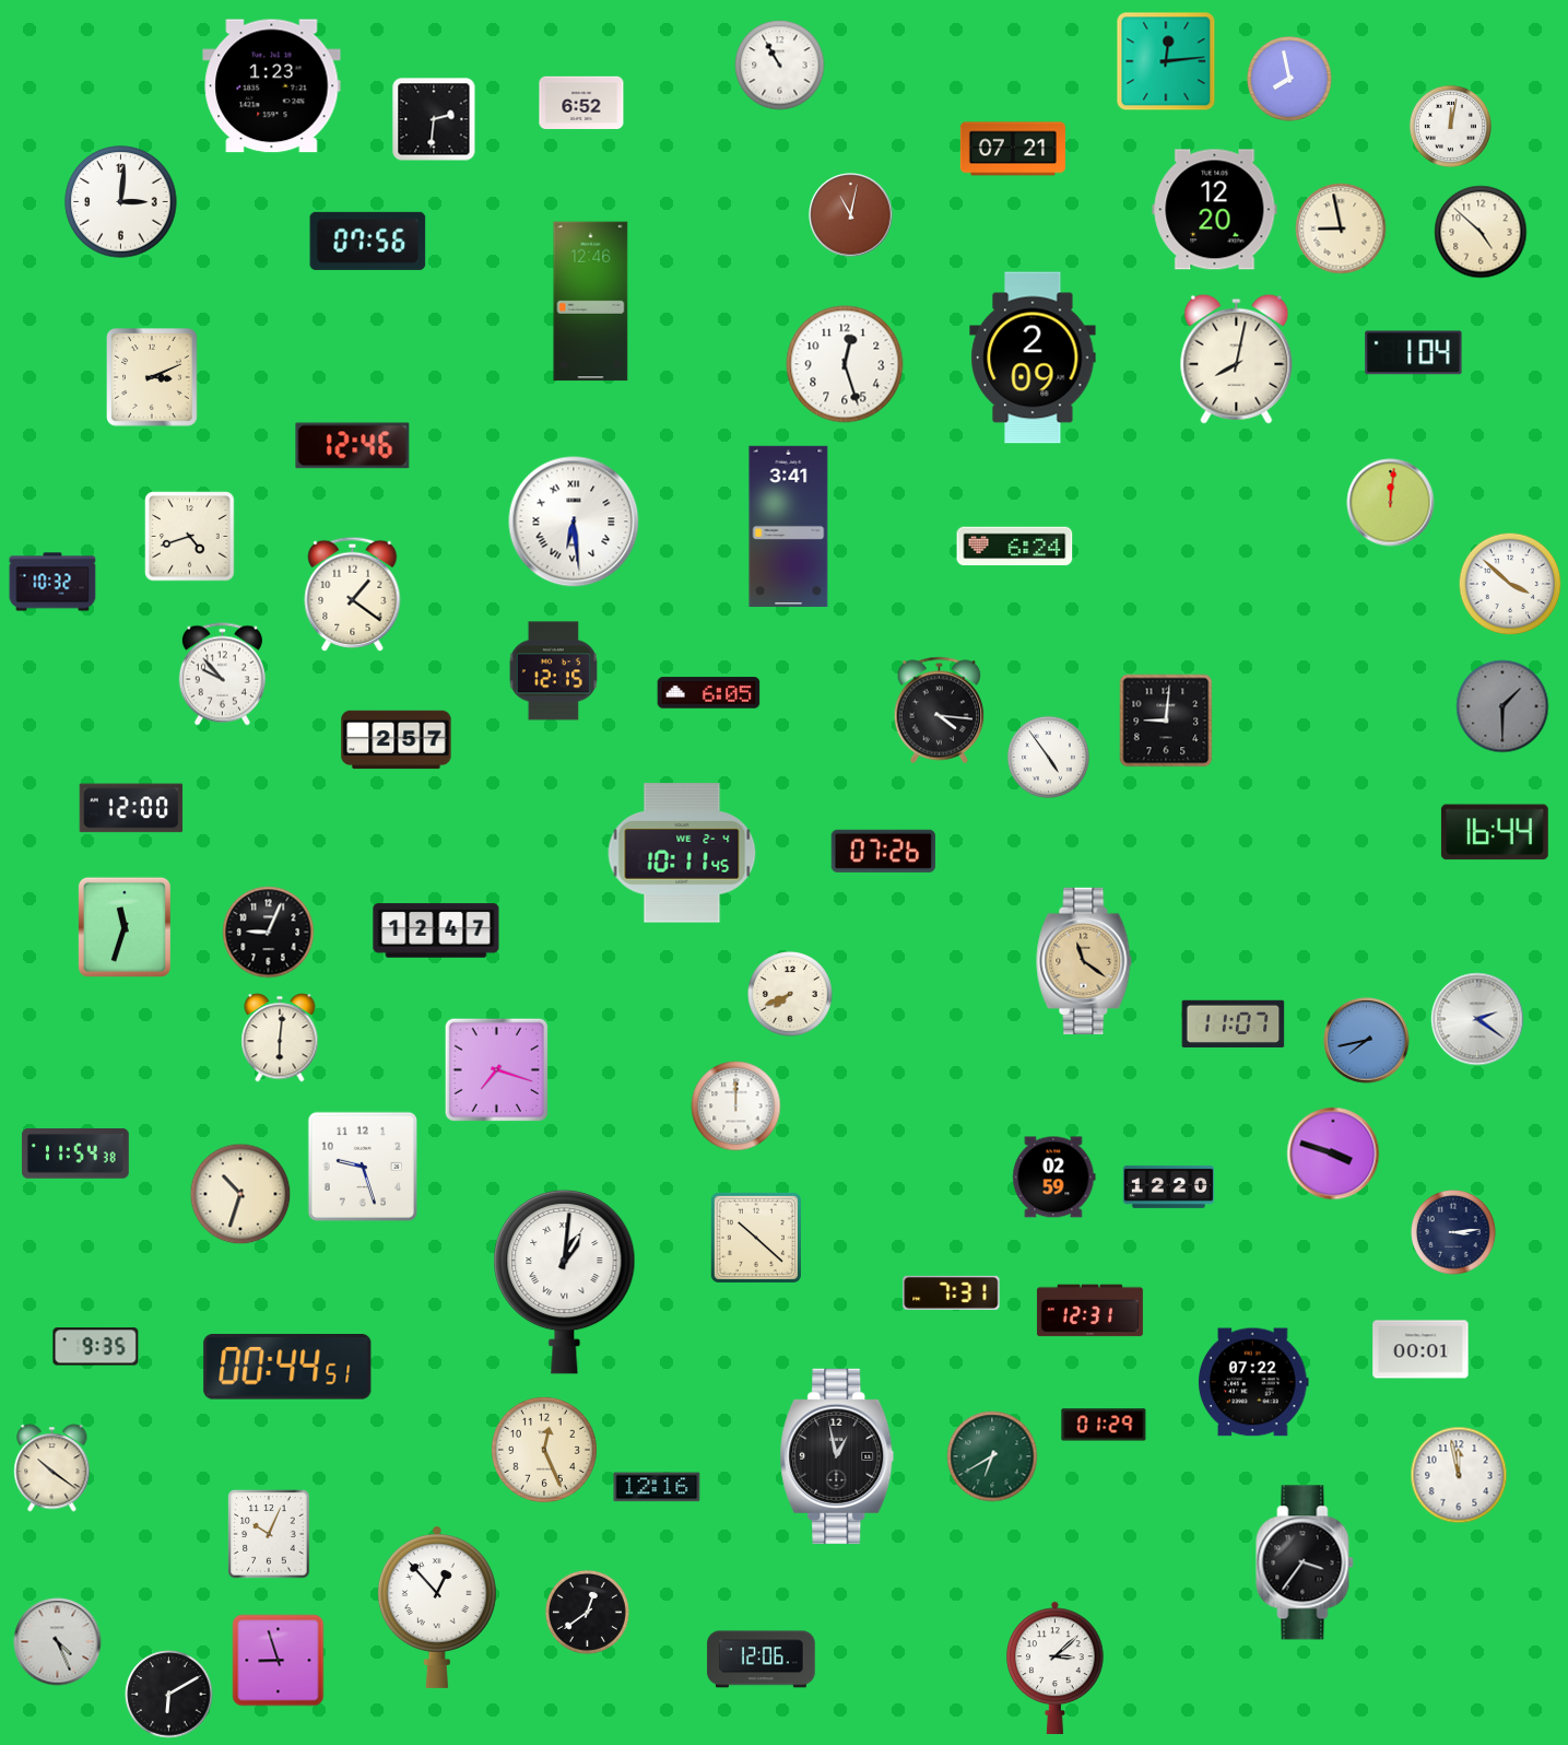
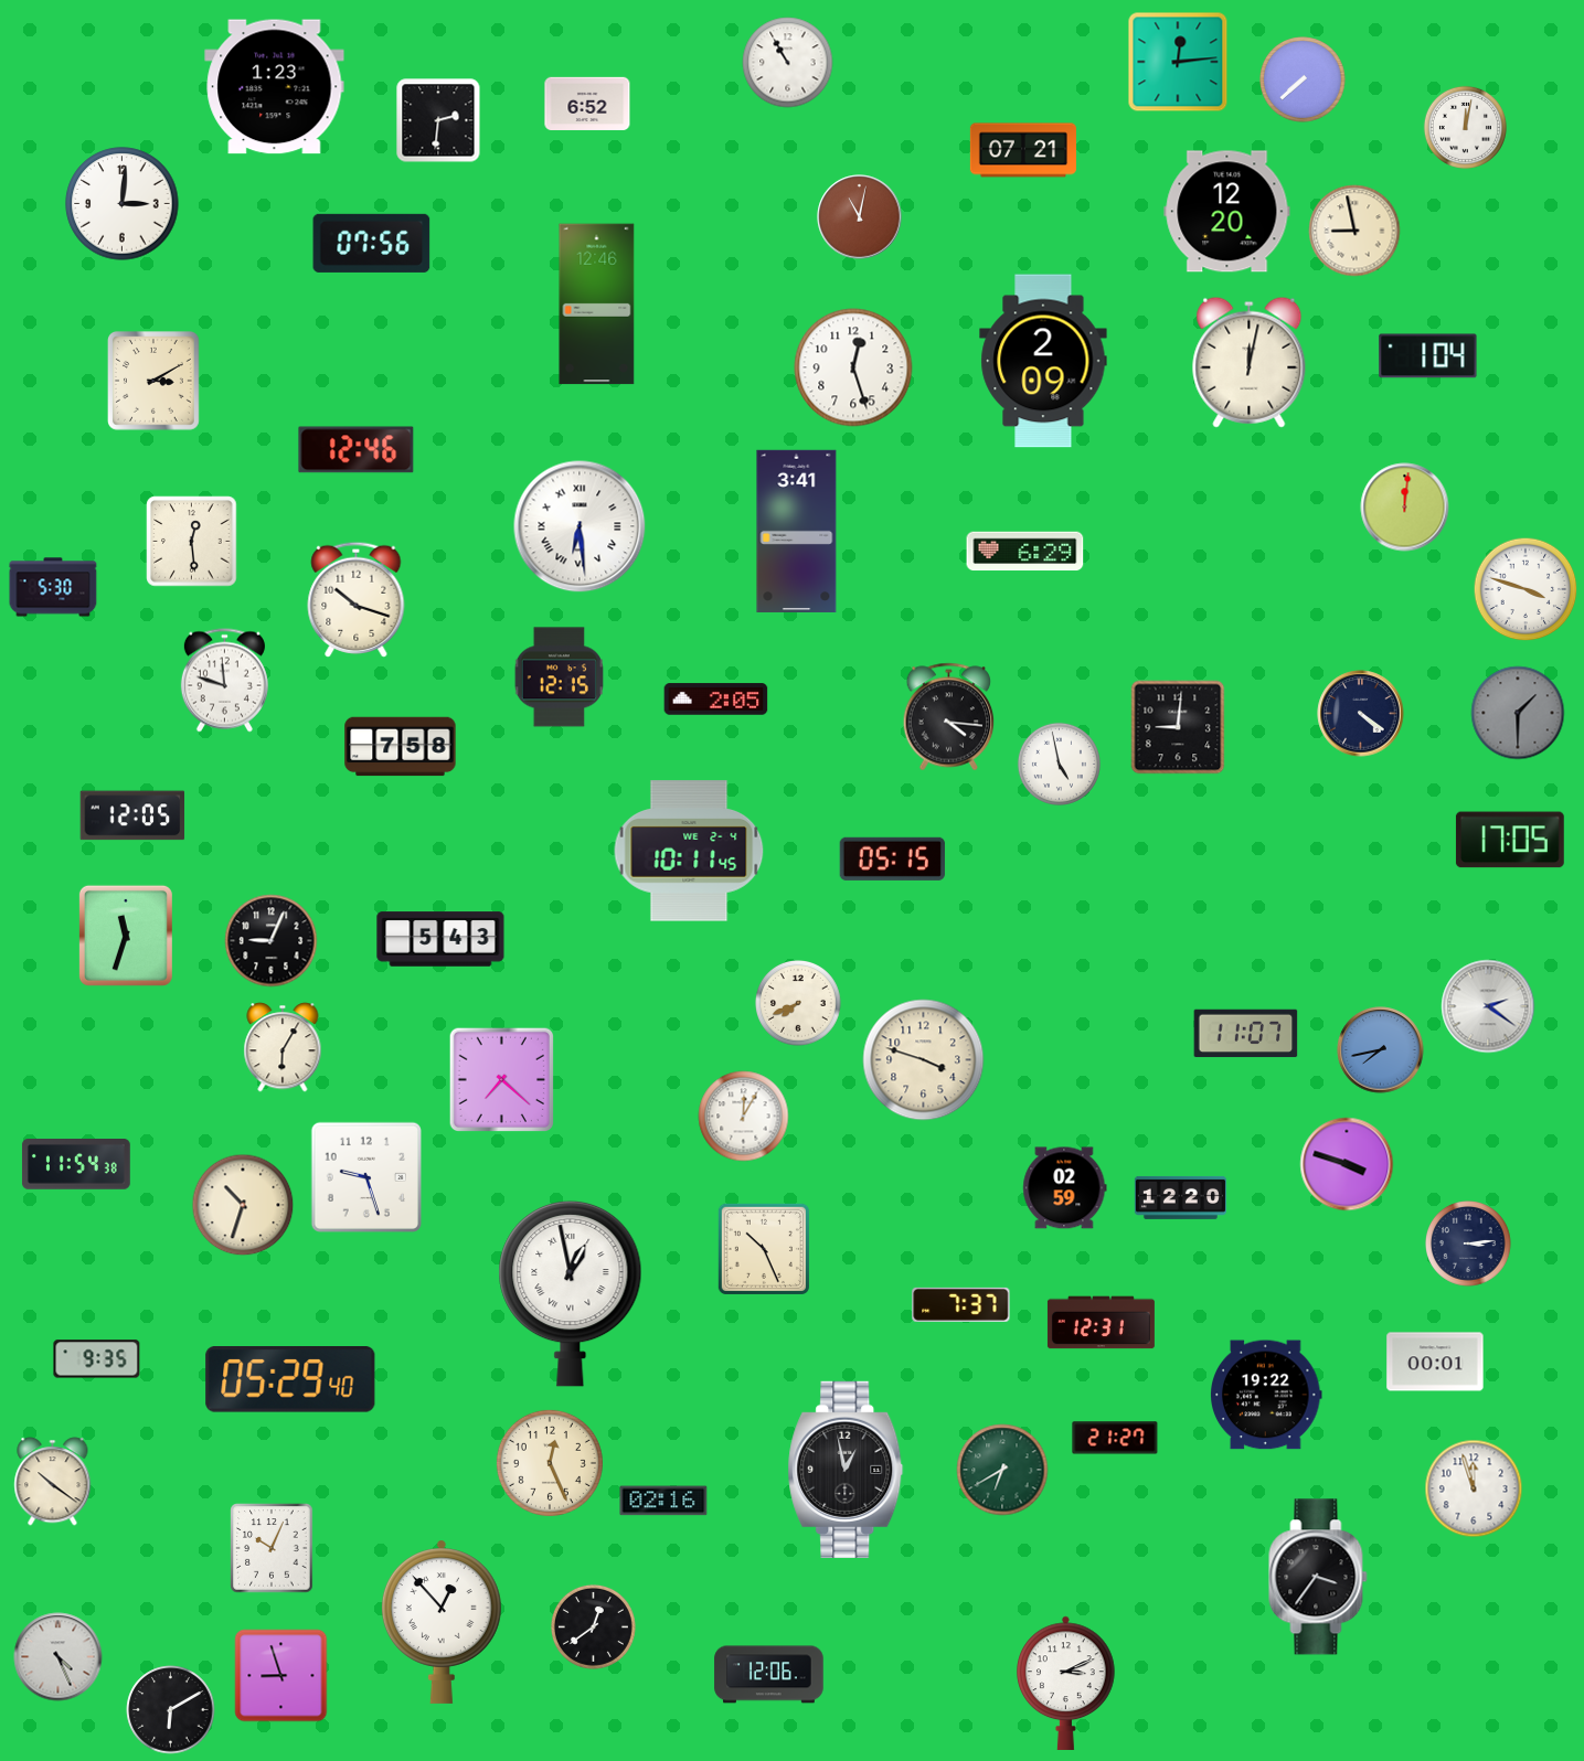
clock at (780, 66) position: (780, 66) -> (788, 63)
clock at (1290, 80): 7:58 -> 7:38
clock at (1481, 232): 4:52 -> none
clock at (1237, 359): 8:02 -> 12:02
clock at (153, 378): 3:11 -> 3:10
clock at (190, 537): 4:42 -> 12:29
clock at (1015, 547): 6:24 -> 6:29
clock at (52, 582): 10:32 -> 5:30
clock at (1510, 584): 3:52 -> 3:48
clock at (353, 594): 1:21 -> 10:18
clock at (222, 675): 9:53 -> 11:48
clock at (709, 693): 6:05 -> 2:05
clock at (1361, 714): none -> 4:21
clock at (397, 740): 2:57 -> 7:58
clock at (1048, 757): 4:54 -> 4:58
clock at (131, 808): 12:00 -> 12:05
clock at (1495, 832): 16:44 -> 17:05
clock at (883, 851): 07:26 -> 05:15
clock at (682, 853) position: (682, 853) -> (689, 851)
clock at (436, 930): 12:47 -> 5:43
clock at (1084, 961): 11:21 -> none
clock at (1477, 1019) position: (1477, 1019) -> (1488, 1006)
clock at (280, 1038): 6:01 -> 6:05
clock at (924, 1060): none -> 3:48
clock at (496, 1069): 7:18 -> 7:22
clock at (736, 1106): 12:00 -> 12:05
clock at (756, 1238): 10:22 -> 10:26
clock at (565, 1281): 1:01 -> 12:58
clock at (952, 1292): 7:31 -> 7:37
clock at (287, 1368): 00:44 -> 05:29
clock at (1254, 1382): 07:22 -> 19:22
clock at (1104, 1425): 01:29 -> 21:27
clock at (1459, 1475): 11:58 -> 11:57
clock at (657, 1487): 12:16 -> 02:16
clock at (1056, 1667): 3:08 -> 3:11
